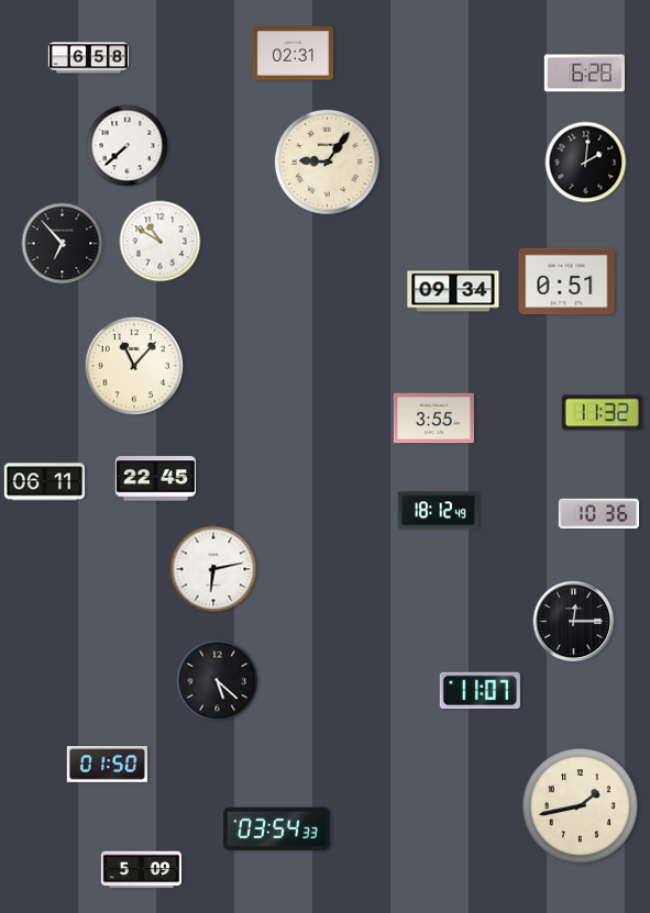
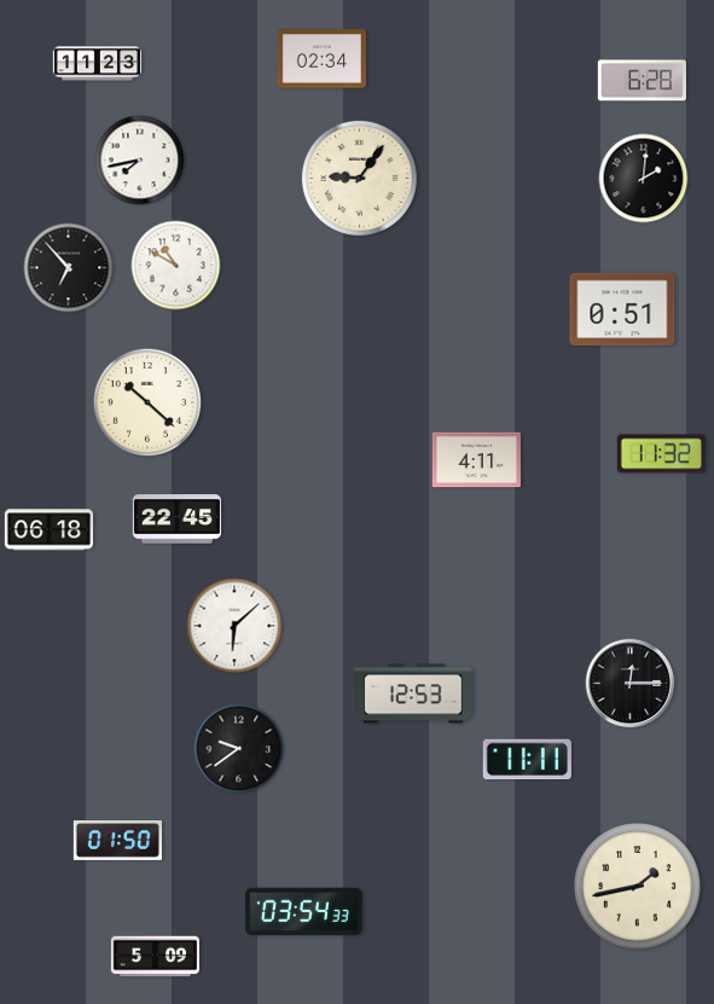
clock at (293, 54): 02:31 -> 02:34
clock at (88, 58): 6:58 -> 11:23
clock at (128, 146): 7:38 -> 7:43
clock at (453, 291): 09:34 -> none
clock at (133, 365): 11:07 -> 10:22
clock at (433, 419): 3:55 -> 4:11
clock at (155, 479) position: (155, 479) -> (176, 520)
clock at (44, 482): 06:11 -> 06:18
clock at (438, 511): 18:12 -> none
clock at (598, 514): 10:36 -> none
clock at (213, 569): 6:13 -> 6:08
clock at (413, 693): none -> 12:53
clock at (218, 681): 5:22 -> 9:39
clock at (480, 691): 11:07 -> 11:11
